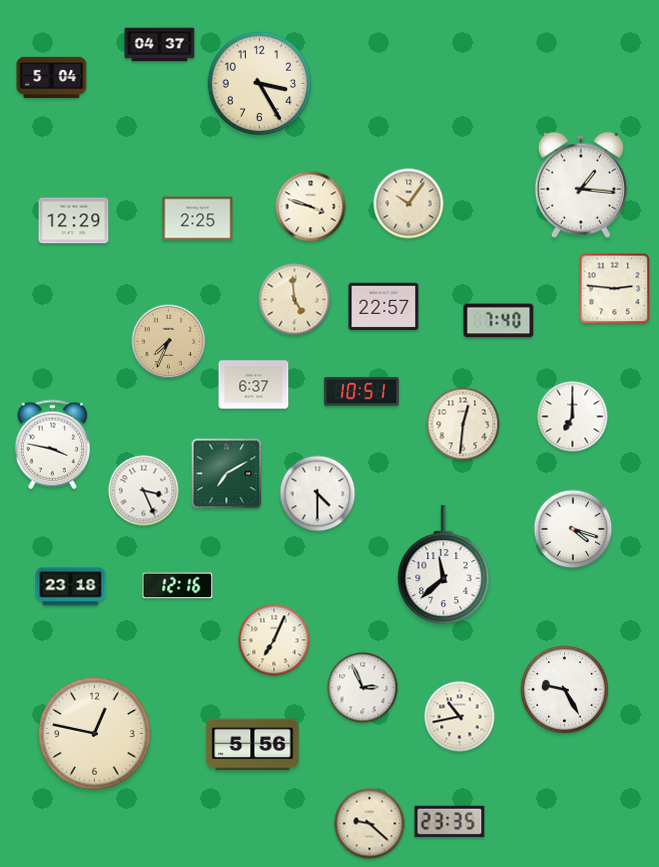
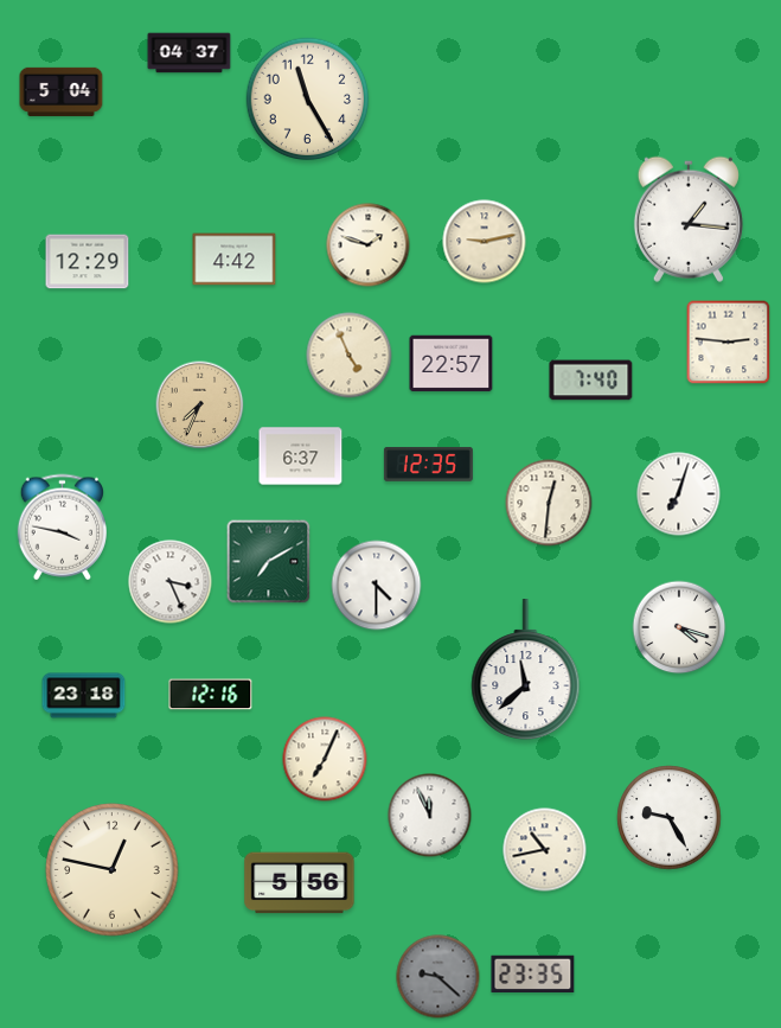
clock at (260, 84): 3:25 -> 11:25
clock at (409, 204): 10:06 -> 9:13
clock at (311, 207): 3:48 -> 1:48
clock at (198, 219): 2:25 -> 4:42
clock at (295, 300): 4:59 -> 4:56
clock at (384, 307) position: (384, 307) -> (452, 364)
clock at (361, 391): 10:51 -> 12:35
clock at (573, 417): 7:00 -> 7:03
clock at (363, 688): 2:56 -> 11:56
clock at (370, 824) dial: cream -> grey
